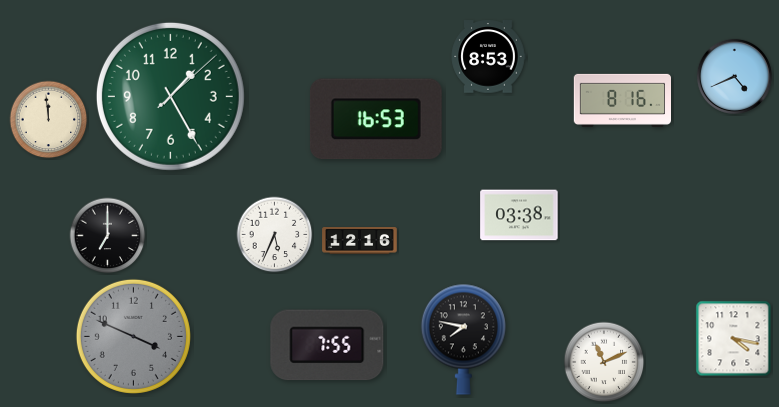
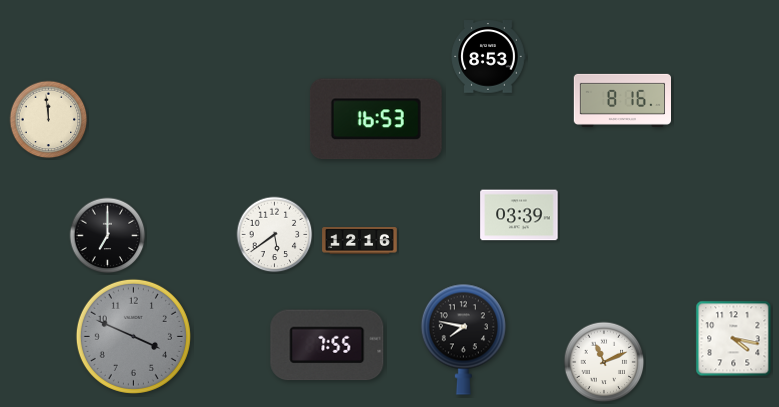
clock at (734, 76): 4:41 -> none
clock at (170, 96): 1:25 -> none
clock at (519, 215): 03:38 -> 03:39
clock at (275, 235): 5:34 -> 5:39
